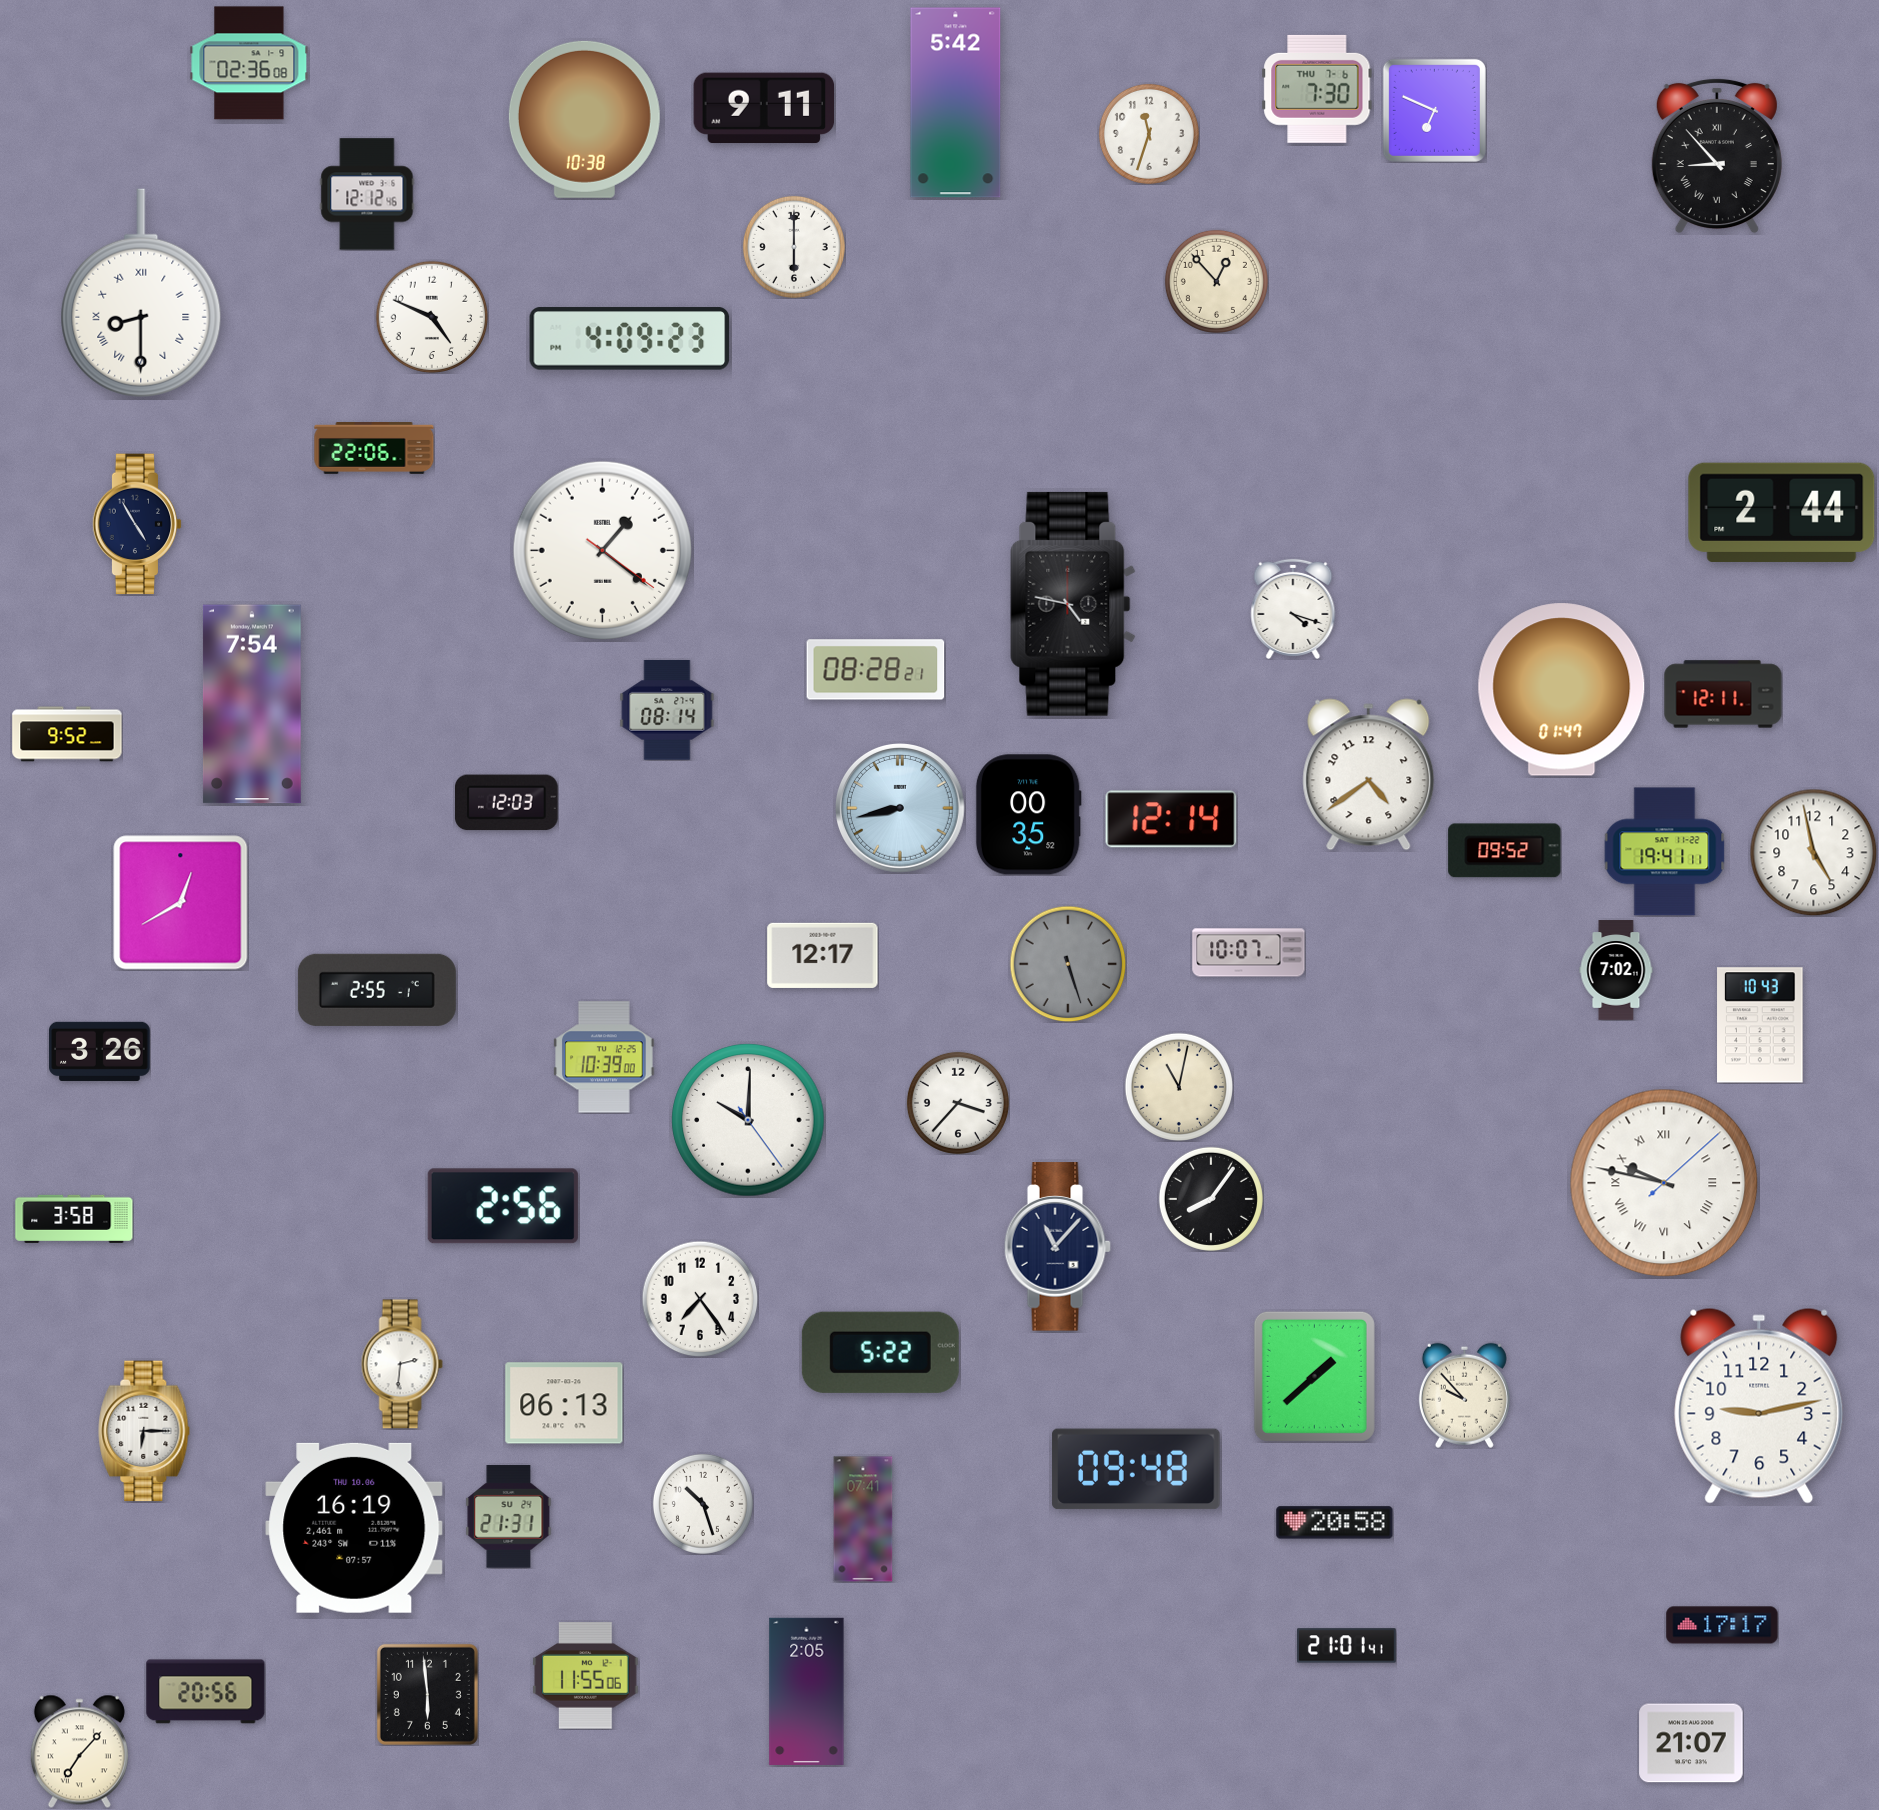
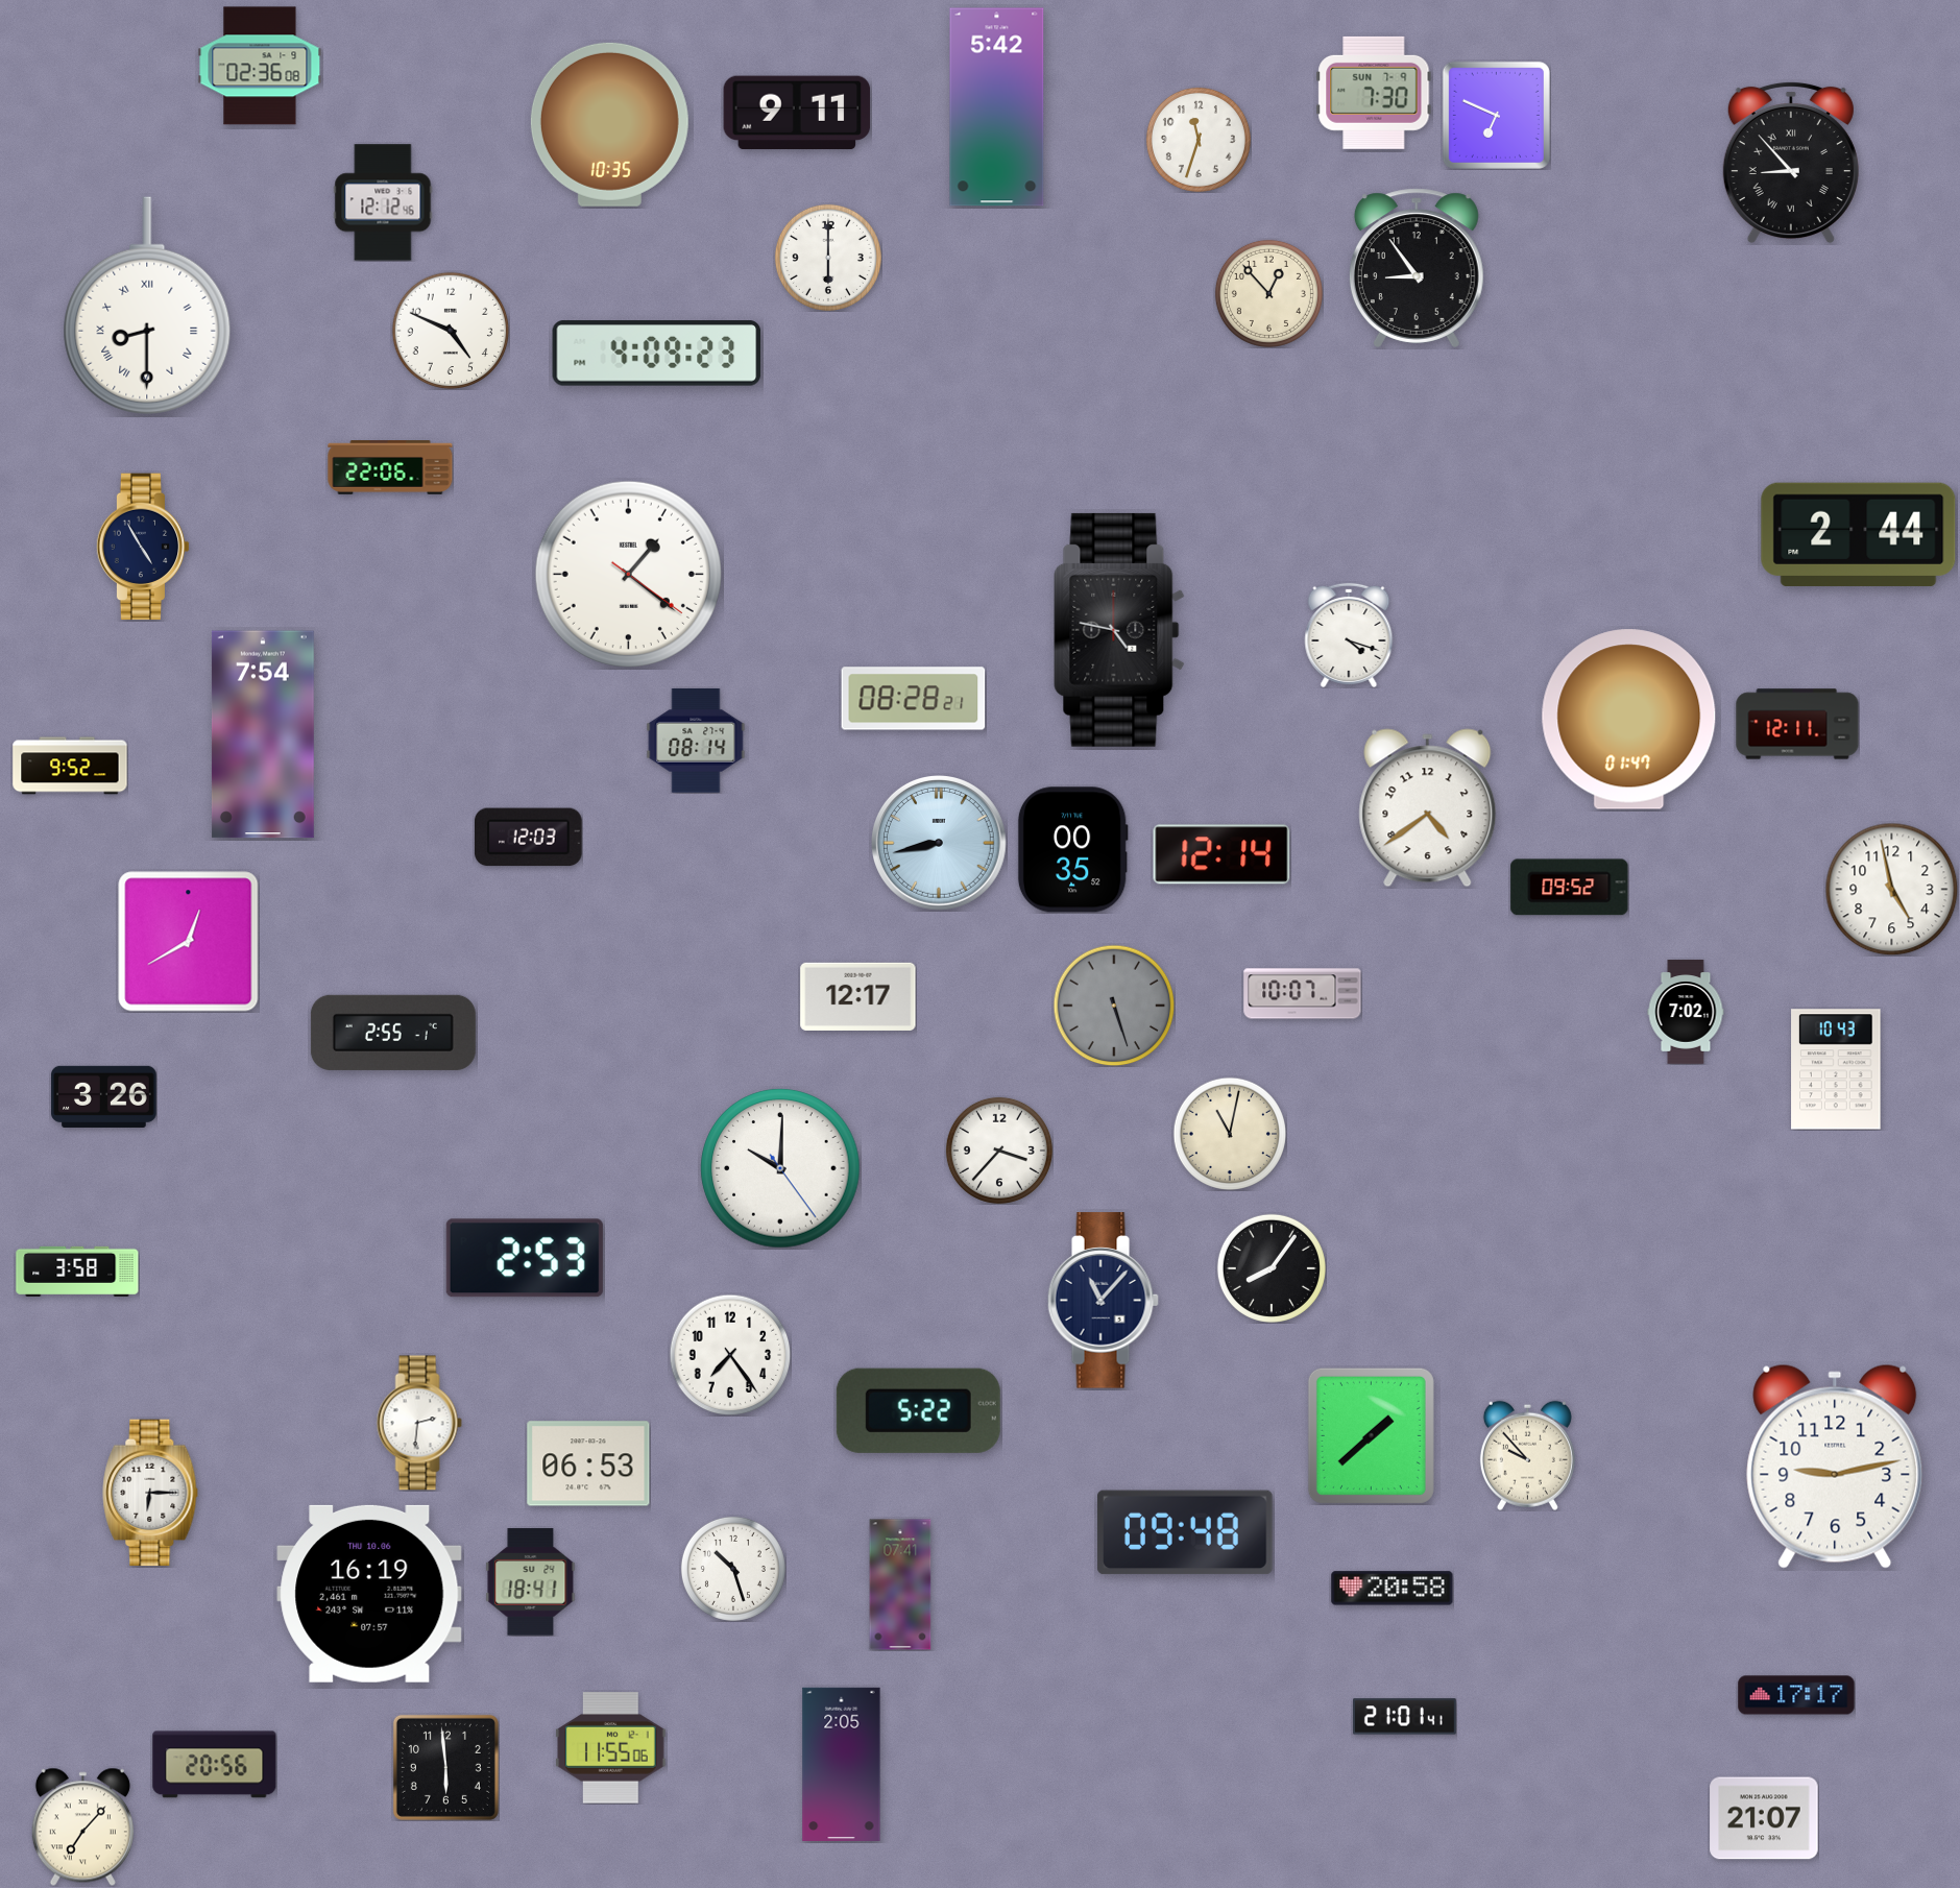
clock at (1317, 89) date: THU 7-6 -> SUN 7-9
clock at (584, 119): 10:38 -> 10:35
clock at (1417, 268): none -> 8:54
clock at (1665, 852): 19:41 -> none
clock at (604, 1057): 10:39 -> none
clock at (1664, 1183): 9:47 -> none
clock at (1211, 1199) position: (1211, 1199) -> (1272, 1268)
clock at (503, 1206): 2:56 -> 2:53
clock at (564, 1403): 06:13 -> 06:53
clock at (509, 1517): 21:31 -> 18:41
